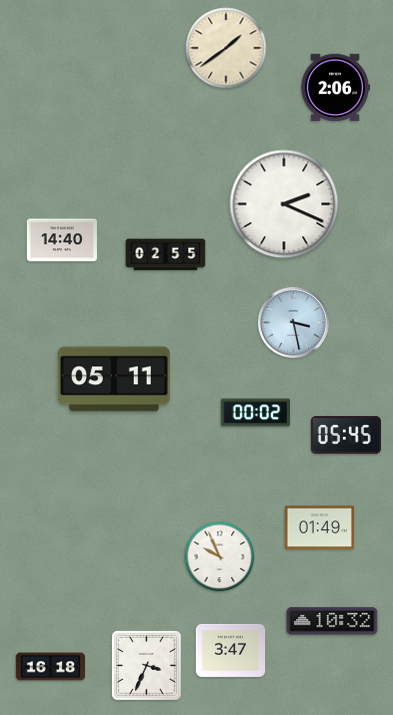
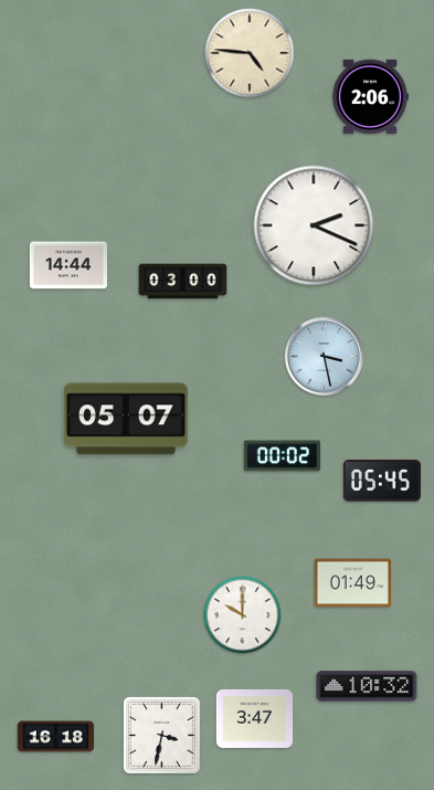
clock at (226, 48): 1:39 -> 4:46
clock at (62, 240): 14:40 -> 14:44
clock at (166, 255): 02:55 -> 03:00
clock at (114, 379): 05:11 -> 05:07
clock at (220, 557): 9:56 -> 10:00
clock at (147, 666): 3:34 -> 3:32
